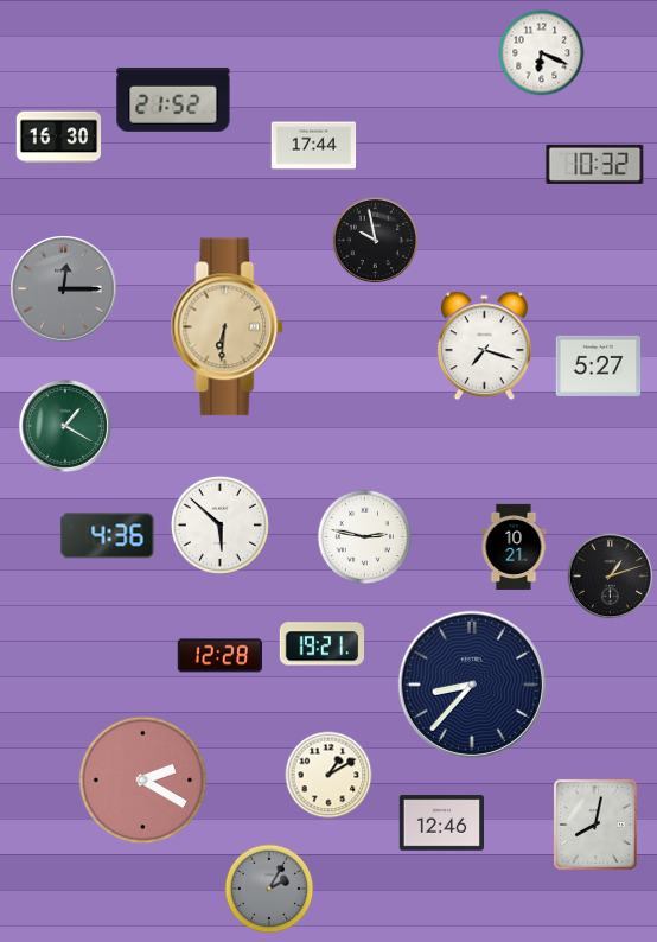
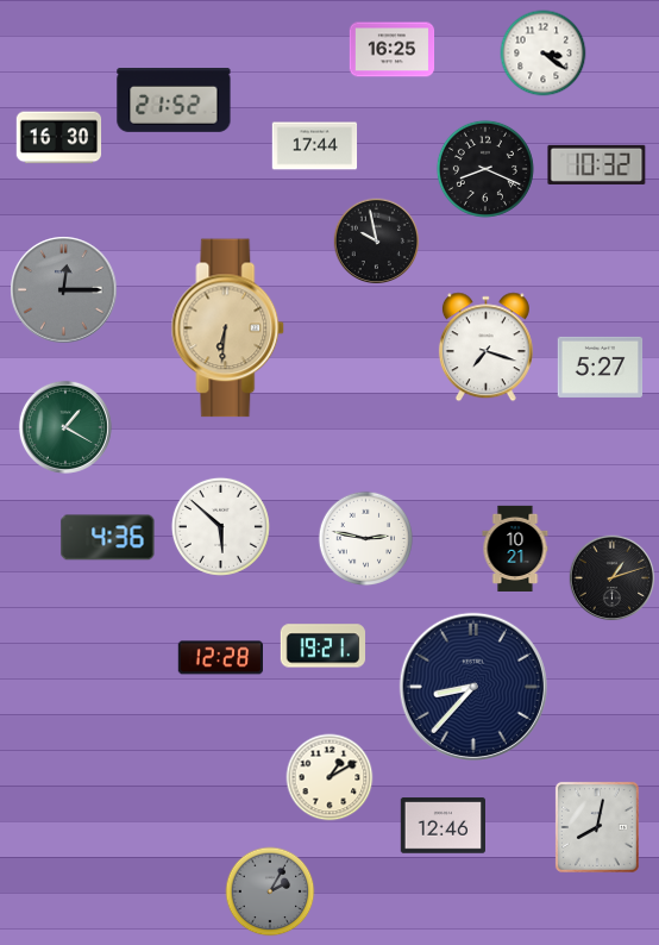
clock at (393, 50): none -> 16:25
clock at (542, 53): 6:19 -> 3:21
clock at (485, 169): none -> 8:19
clock at (143, 781): 2:20 -> none
